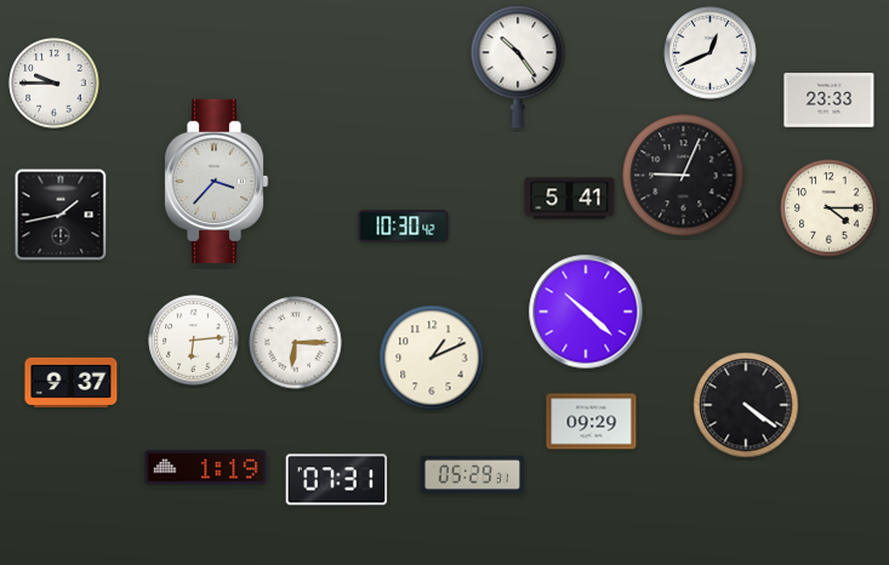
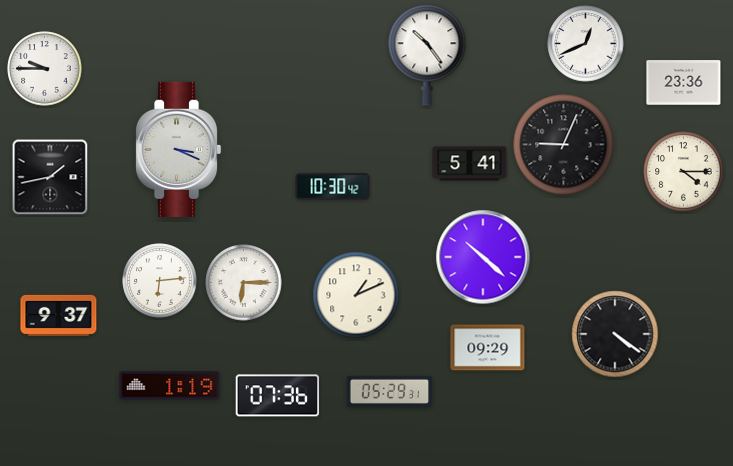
clock at (830, 101): 23:33 -> 23:36
clock at (216, 181): 3:37 -> 3:19
clock at (337, 480): 07:31 -> 07:36
